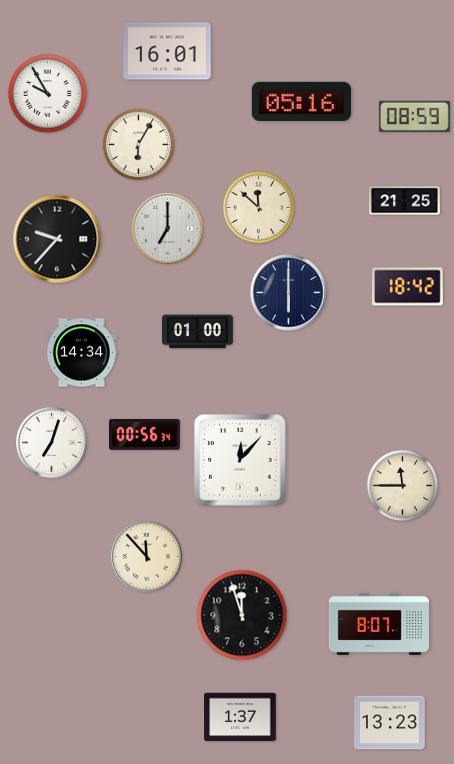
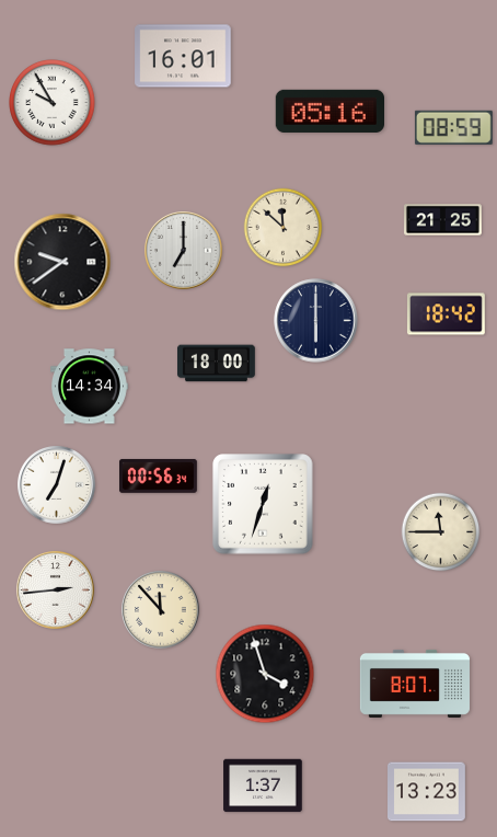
clock at (139, 145): 6:05 -> none
clock at (57, 239): 9:37 -> 9:39
clock at (198, 332): 01:00 -> 18:00
clock at (240, 460): 12:07 -> 12:33
clock at (56, 591): none -> 2:44
clock at (242, 615): 11:57 -> 3:57
